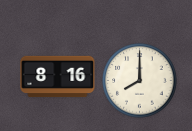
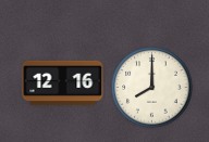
clock at (58, 77): 8:16 -> 12:16
